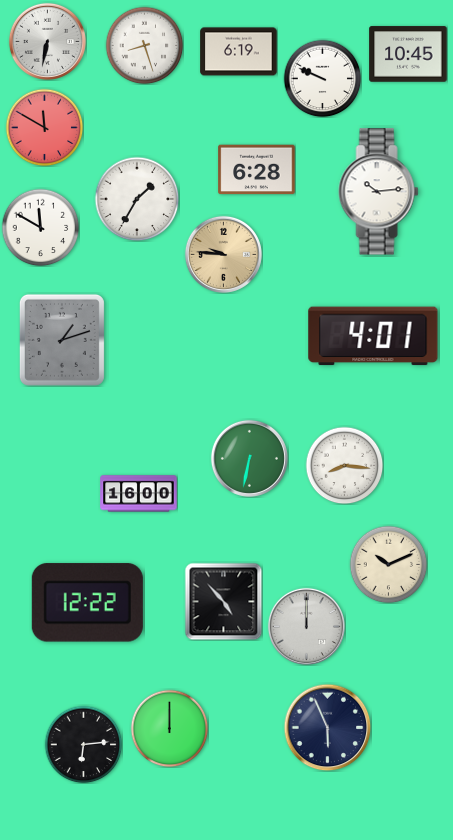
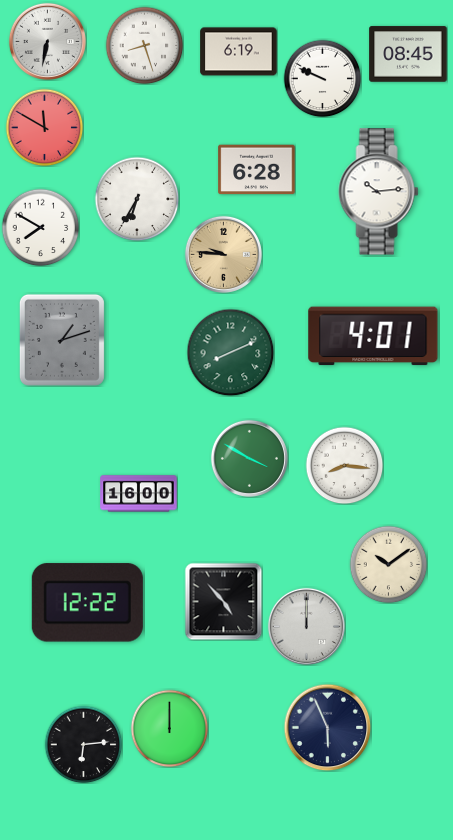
clock at (408, 54): 10:45 -> 08:45
clock at (137, 199): 1:35 -> 6:35
clock at (40, 227): 11:50 -> 7:50
clock at (230, 352): none -> 8:11
clock at (249, 458): 6:32 -> 3:50
clock at (388, 564): 10:11 -> 10:09
